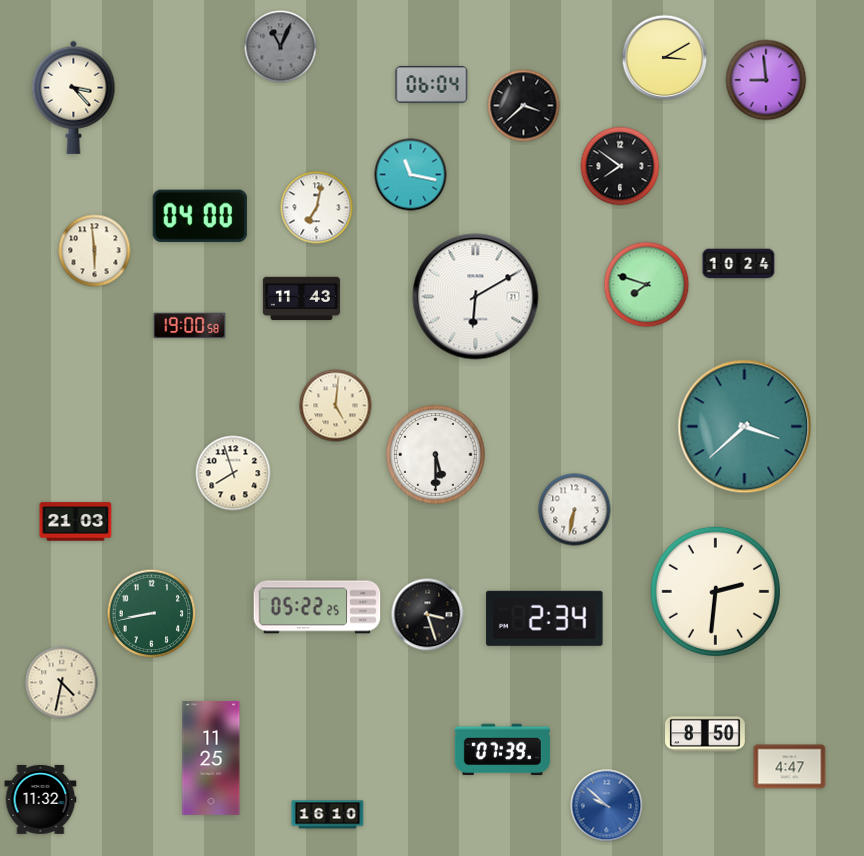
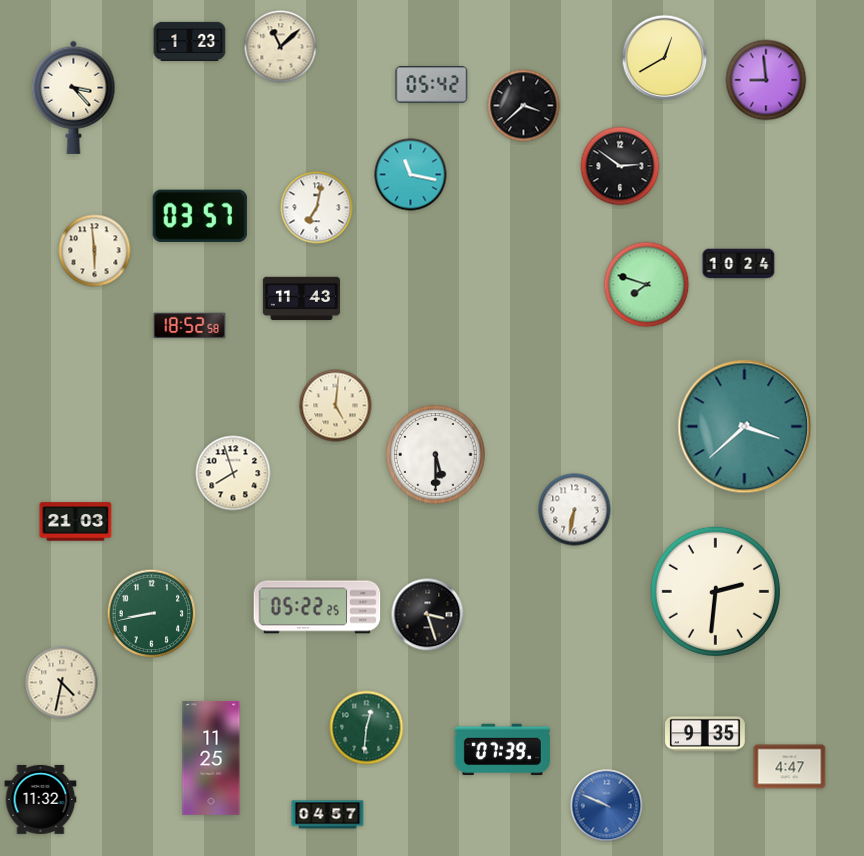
clock at (190, 41): none -> 1:23
clock at (281, 47): 11:04 -> 11:08
clock at (281, 47) dial: grey -> cream
clock at (665, 58): 3:10 -> 12:40
clock at (432, 85): 06:04 -> 05:42
clock at (620, 166): 7:51 -> 2:51
clock at (200, 216): 04:00 -> 03:57
clock at (476, 297): 6:10 -> none
clock at (190, 326): 19:00 -> 18:52
clock at (545, 618): 2:34 -> none
clock at (367, 728): none -> 12:31
clock at (706, 734): 8:50 -> 9:35
clock at (607, 806): 9:52 -> 9:49
clock at (328, 815): 16:10 -> 04:57
